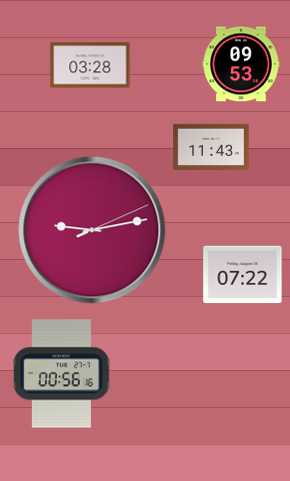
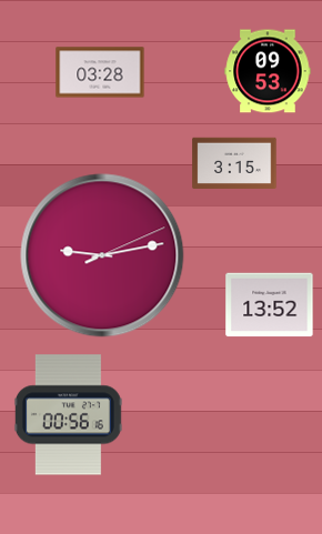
clock at (211, 146): 11:43 -> 3:15
clock at (243, 275): 07:22 -> 13:52
